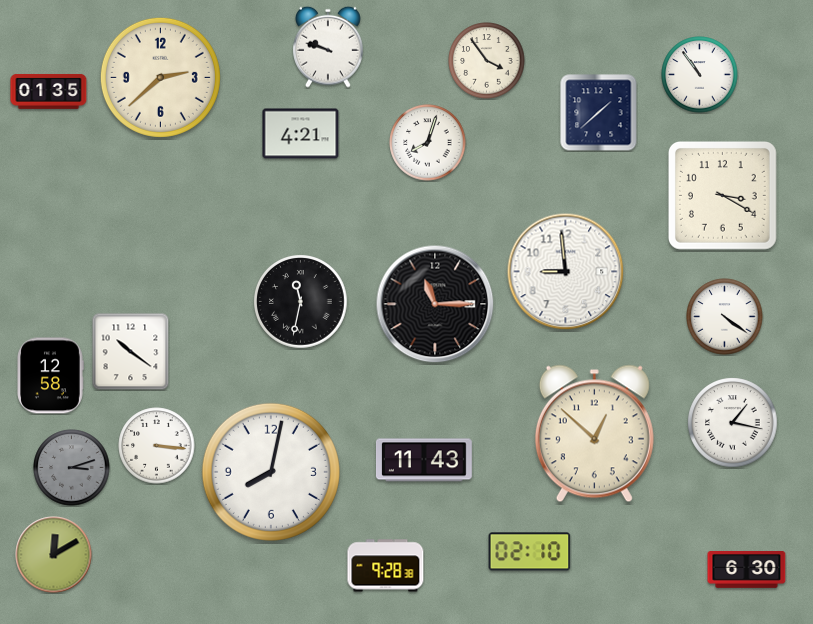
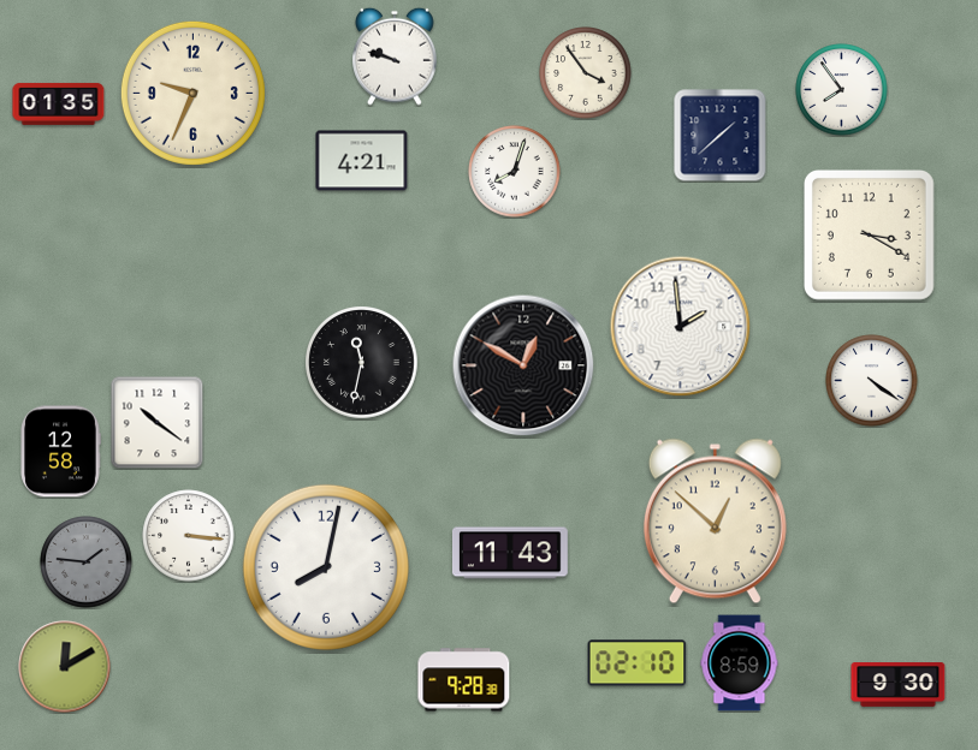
clock at (700, 75): 10:54 -> 7:54
clock at (160, 77): 2:38 -> 9:34
clock at (49, 91) position: (49, 91) -> (59, 103)
clock at (566, 272): 8:59 -> 1:59
clock at (435, 304): 11:15 -> 12:50
clock at (733, 423): 1:17 -> none
clock at (72, 468): 3:12 -> 1:46
clock at (740, 663): none -> 8:59
clock at (747, 570): 6:30 -> 9:30
